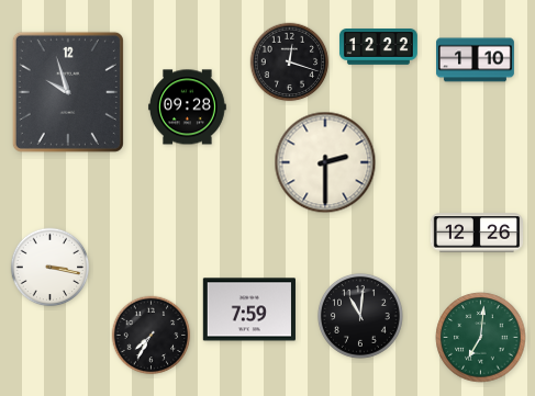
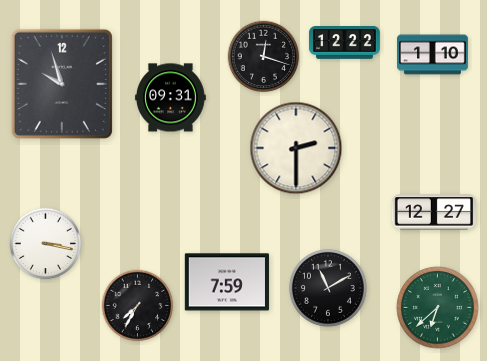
clock at (187, 108): 09:28 -> 09:31
clock at (476, 233): 12:26 -> 12:27
clock at (360, 316): 11:01 -> 11:10
clock at (481, 338): 7:01 -> 6:38
